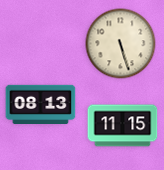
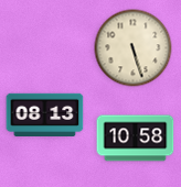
clock at (123, 126): 11:15 -> 10:58
